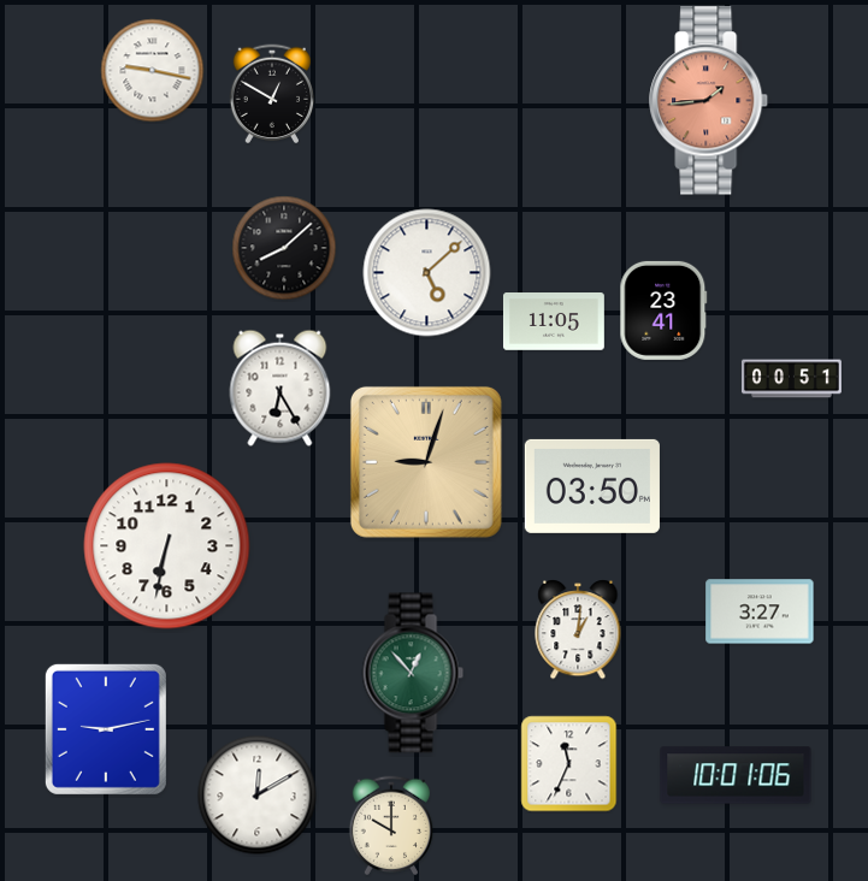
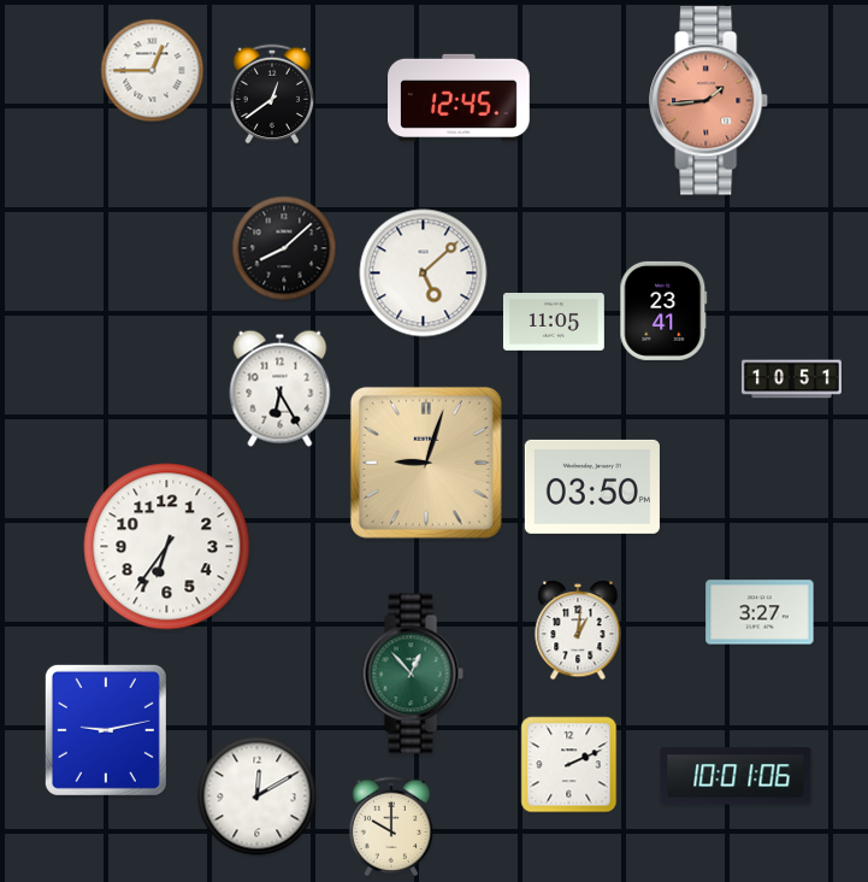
clock at (153, 71): 9:17 -> 12:45
clock at (272, 94): 12:50 -> 12:39
clock at (459, 98): none -> 12:45
clock at (427, 273) position: (427, 273) -> (424, 274)
clock at (791, 379): 00:51 -> 10:51
clock at (167, 546): 6:32 -> 6:36
clock at (569, 764): 11:34 -> 2:11
